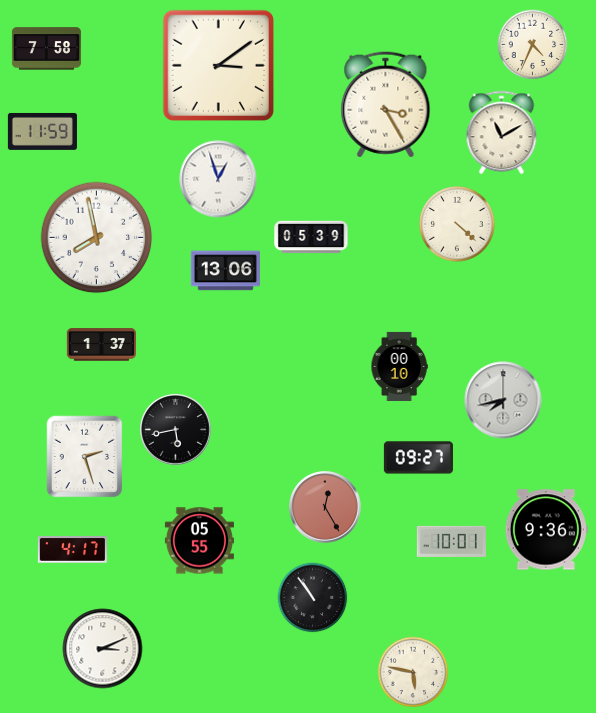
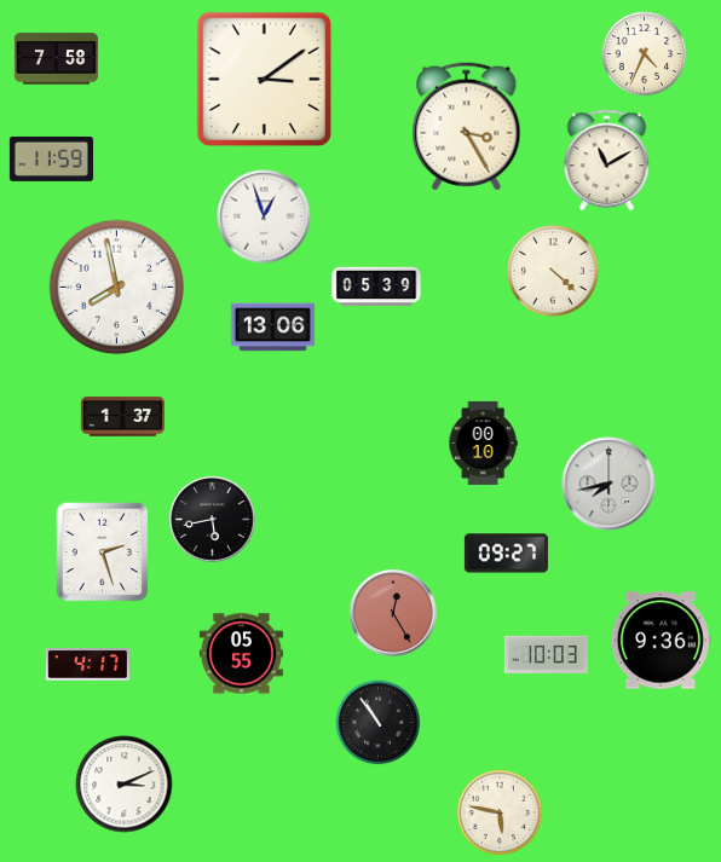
clock at (451, 541): 10:01 -> 10:03
